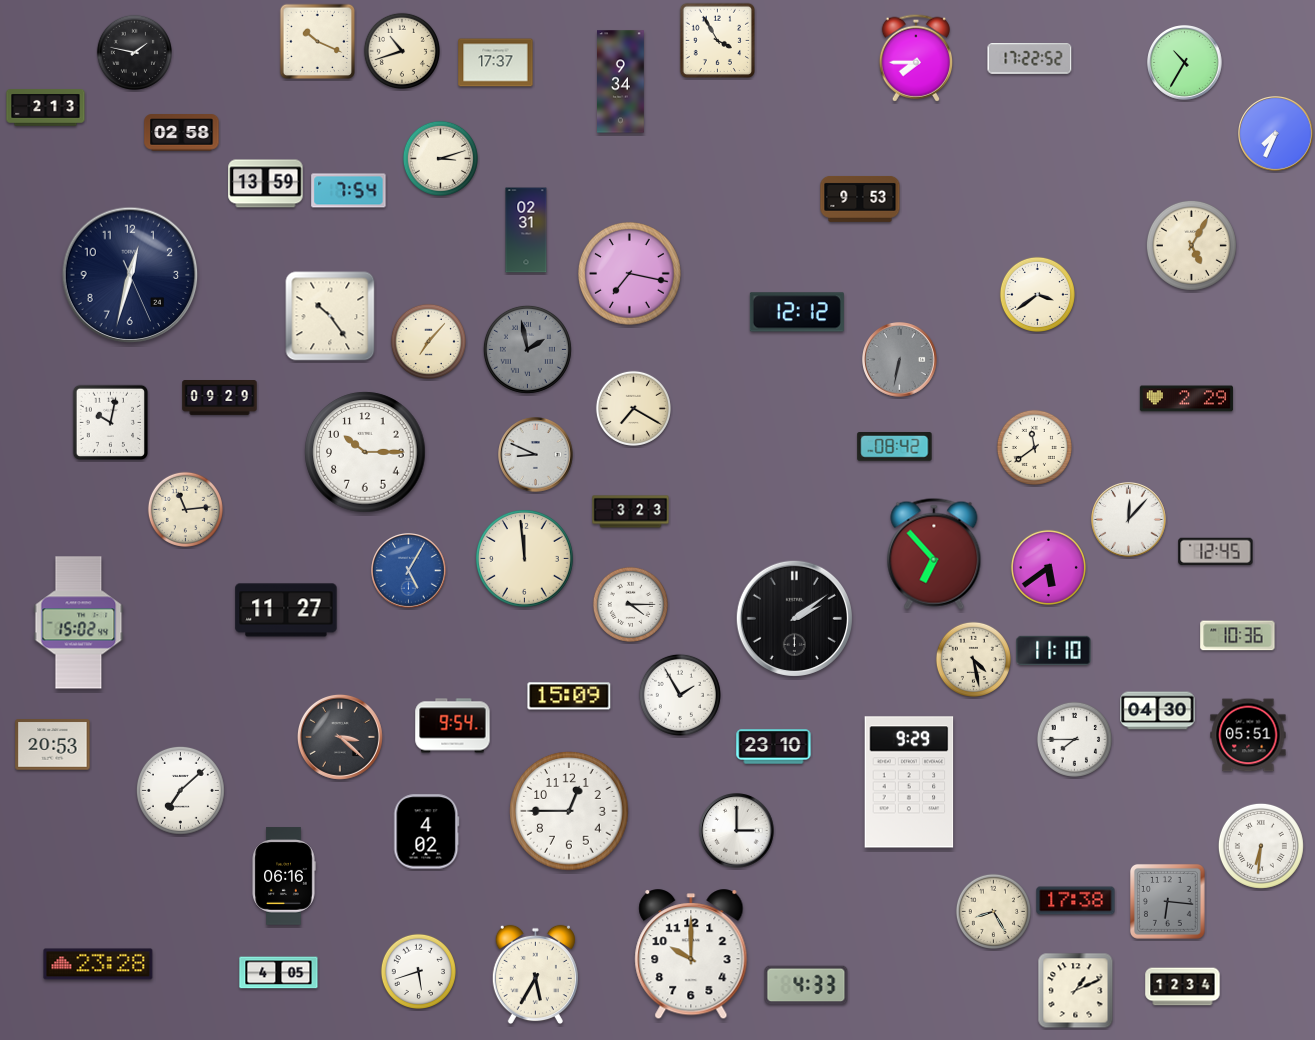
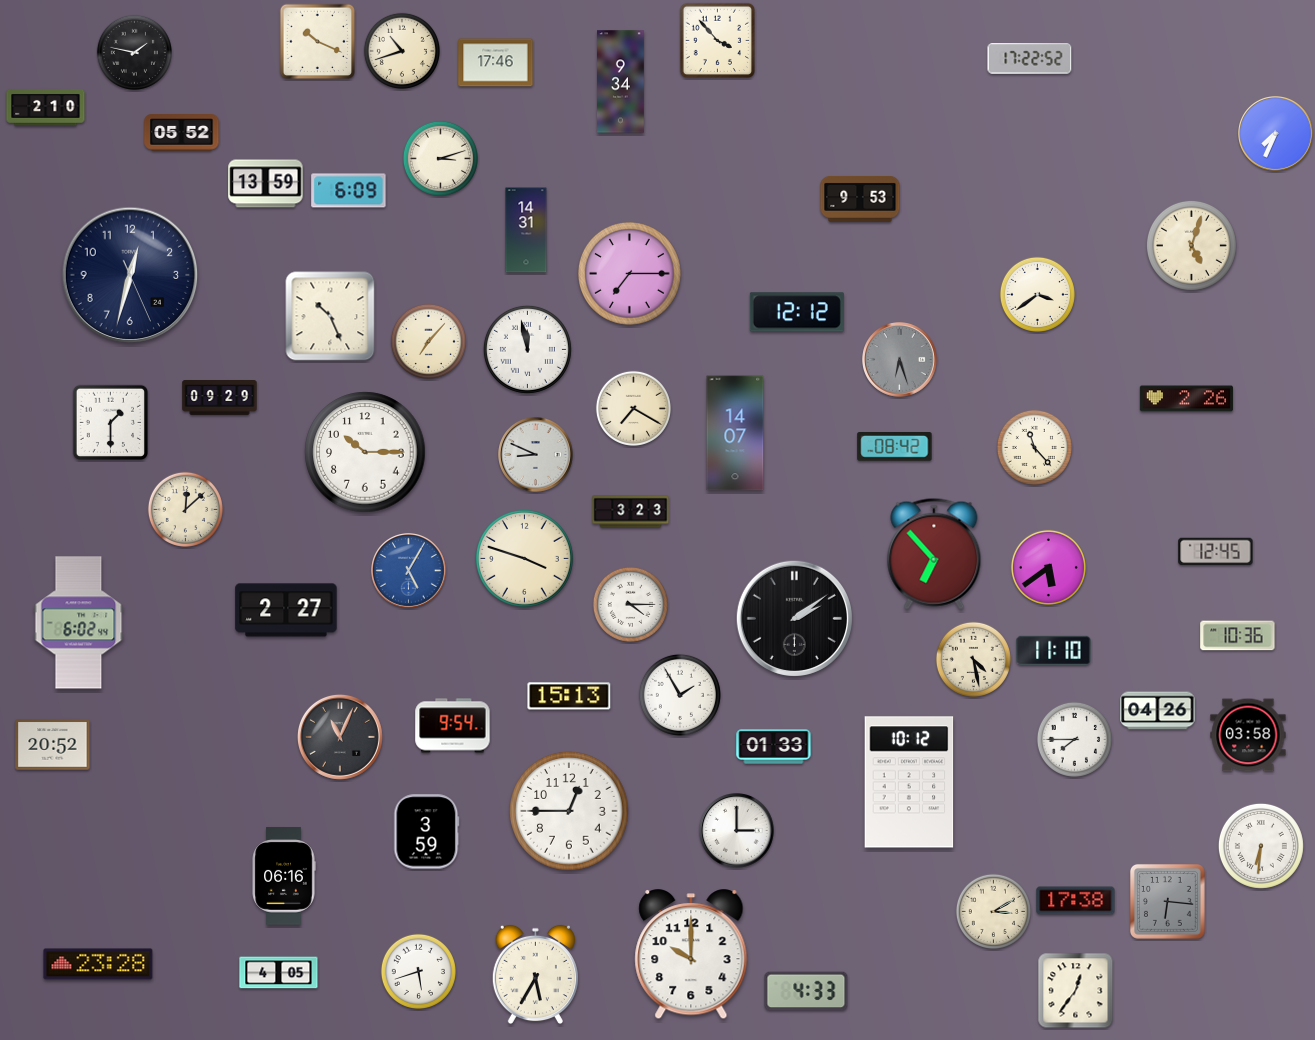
clock at (718, 41): 3:55 -> 3:53
clock at (915, 58): 7:45 -> none
clock at (496, 63): 17:37 -> 17:46
clock at (1185, 63): 10:35 -> none
clock at (46, 108): 2:13 -> 2:10
clock at (182, 133): 02:58 -> 05:52
clock at (349, 191): 7:54 -> 6:09
clock at (526, 230): 02:31 -> 14:31
clock at (1191, 245): 5:05 -> 5:03
clock at (630, 274): 7:17 -> 7:15
clock at (330, 316): 10:24 -> 10:26
clock at (527, 349): 1:58 -> 11:58
clock at (527, 349) dial: grey -> white
clock at (900, 360): 6:32 -> 6:27
clock at (1186, 399): 2:29 -> 2:26
clock at (111, 423): 10:02 -> 1:30
clock at (735, 433): none -> 14:07
clock at (1034, 447): 11:39 -> 11:23
clock at (185, 509): 11:14 -> 12:08
clock at (1129, 520): 12:07 -> none
clock at (524, 558): 11:59 -> 3:48
clock at (286, 610): 11:27 -> 2:27
clock at (79, 623): 15:02 -> 6:02
clock at (569, 696): 15:09 -> 15:13
clock at (1158, 711): 04:30 -> 04:26
clock at (1248, 735): 05:51 -> 03:58
clock at (340, 737): 3:22 -> 11:04
clock at (53, 745): 20:53 -> 20:52
clock at (774, 747): 23:10 -> 01:33
clock at (909, 782): 9:29 -> 10:12
clock at (180, 790): 7:08 -> none
clock at (426, 832): 4:02 -> 3:59
clock at (993, 911): 8:25 -> 3:10
clock at (806, 985) position: (806, 985) -> (806, 991)
clock at (1183, 987): 12:34 -> none
clock at (1076, 991): 1:11 -> 12:36
